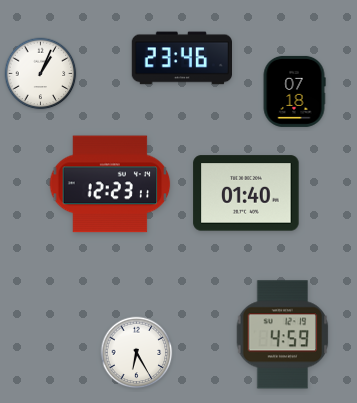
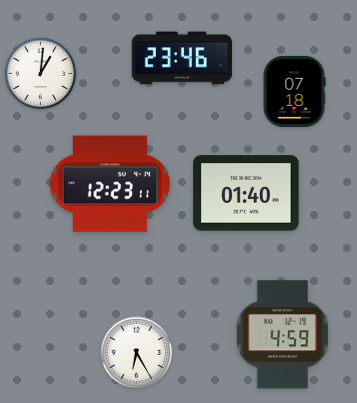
clock at (41, 74): 1:04 -> 1:01
